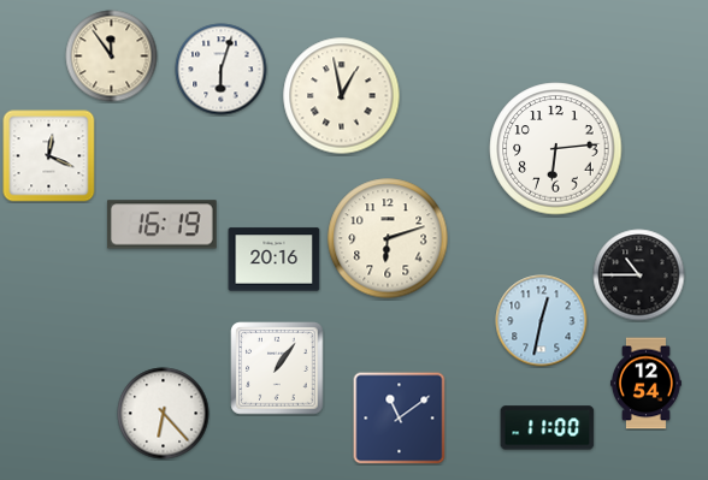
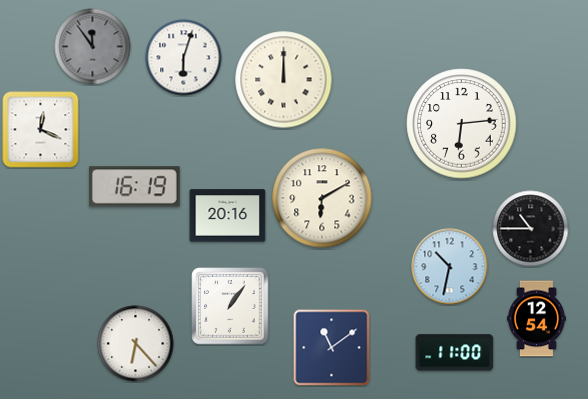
clock at (112, 57) dial: cream -> grey
clock at (342, 96): 12:58 -> 12:00
clock at (388, 238): 6:12 -> 6:10
clock at (542, 321): 12:32 -> 10:32
clock at (548, 428) position: (548, 428) -> (455, 353)
